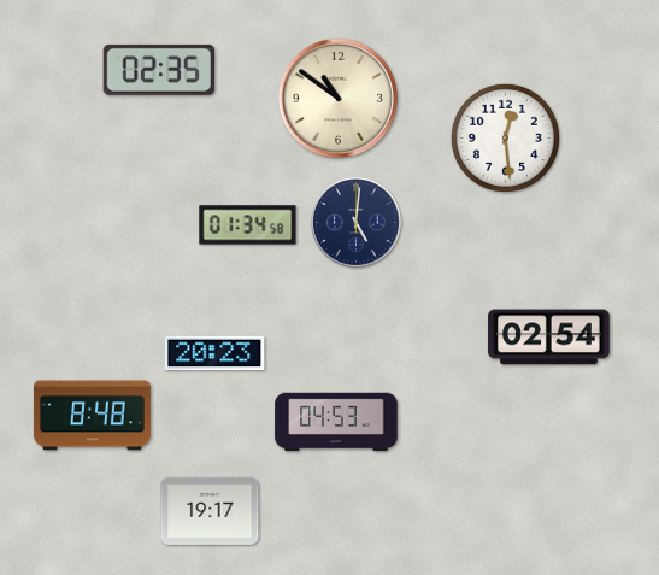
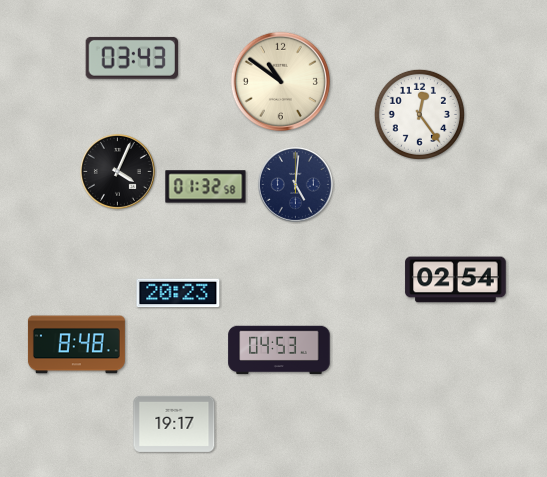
clock at (158, 70): 02:35 -> 03:43
clock at (505, 137): 12:29 -> 12:24
clock at (117, 171): none -> 4:04
clock at (248, 225): 01:34 -> 01:32
